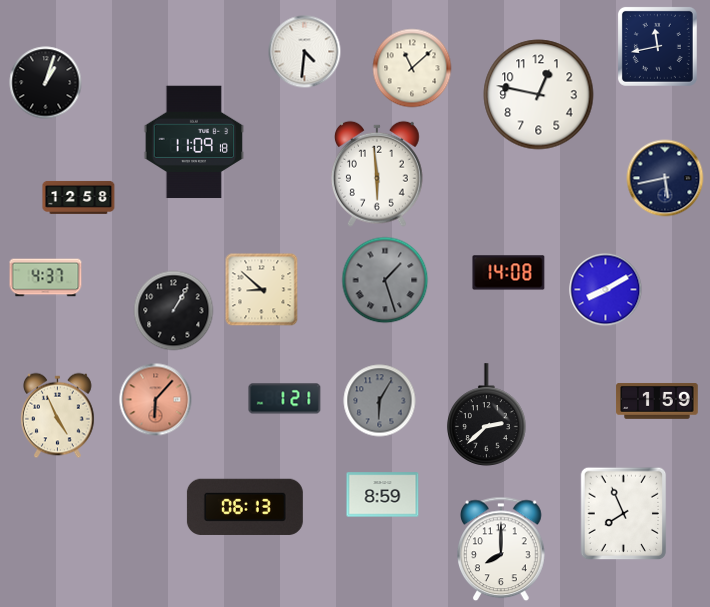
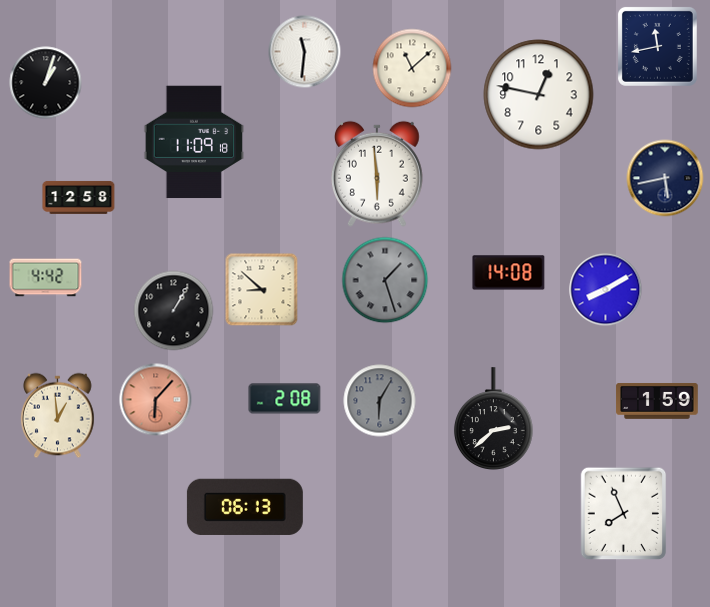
clock at (305, 52): 4:31 -> 11:31
clock at (46, 278): 4:37 -> 4:42
clock at (285, 399): 1:21 -> 2:08
clock at (486, 414) position: (486, 414) -> (493, 418)
clock at (58, 416): 4:56 -> 12:59
clock at (383, 495): 8:59 -> none
clock at (502, 549): 8:00 -> none
